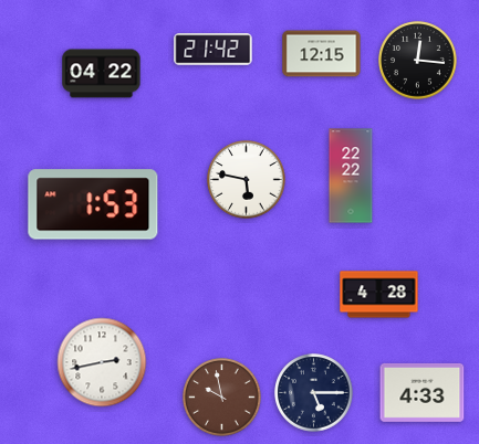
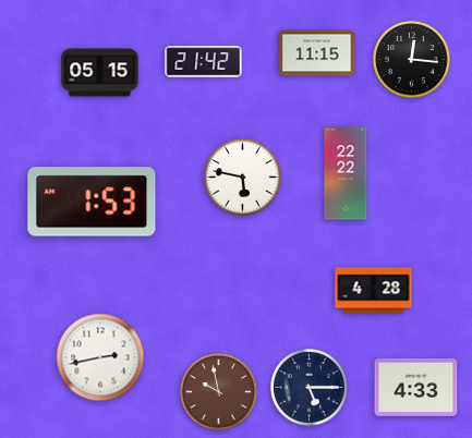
clock at (214, 50) position: (214, 50) -> (204, 62)
clock at (322, 54): 12:15 -> 11:15
clock at (102, 74): 04:22 -> 05:15
